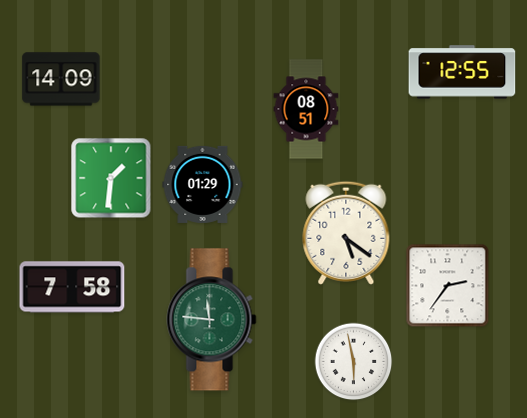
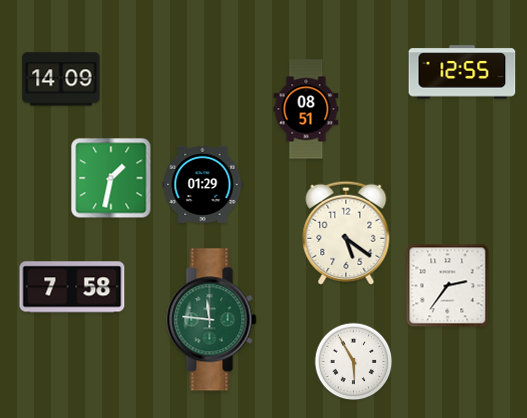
clock at (111, 178): 1:31 -> 1:32
clock at (354, 362): 5:58 -> 5:55
